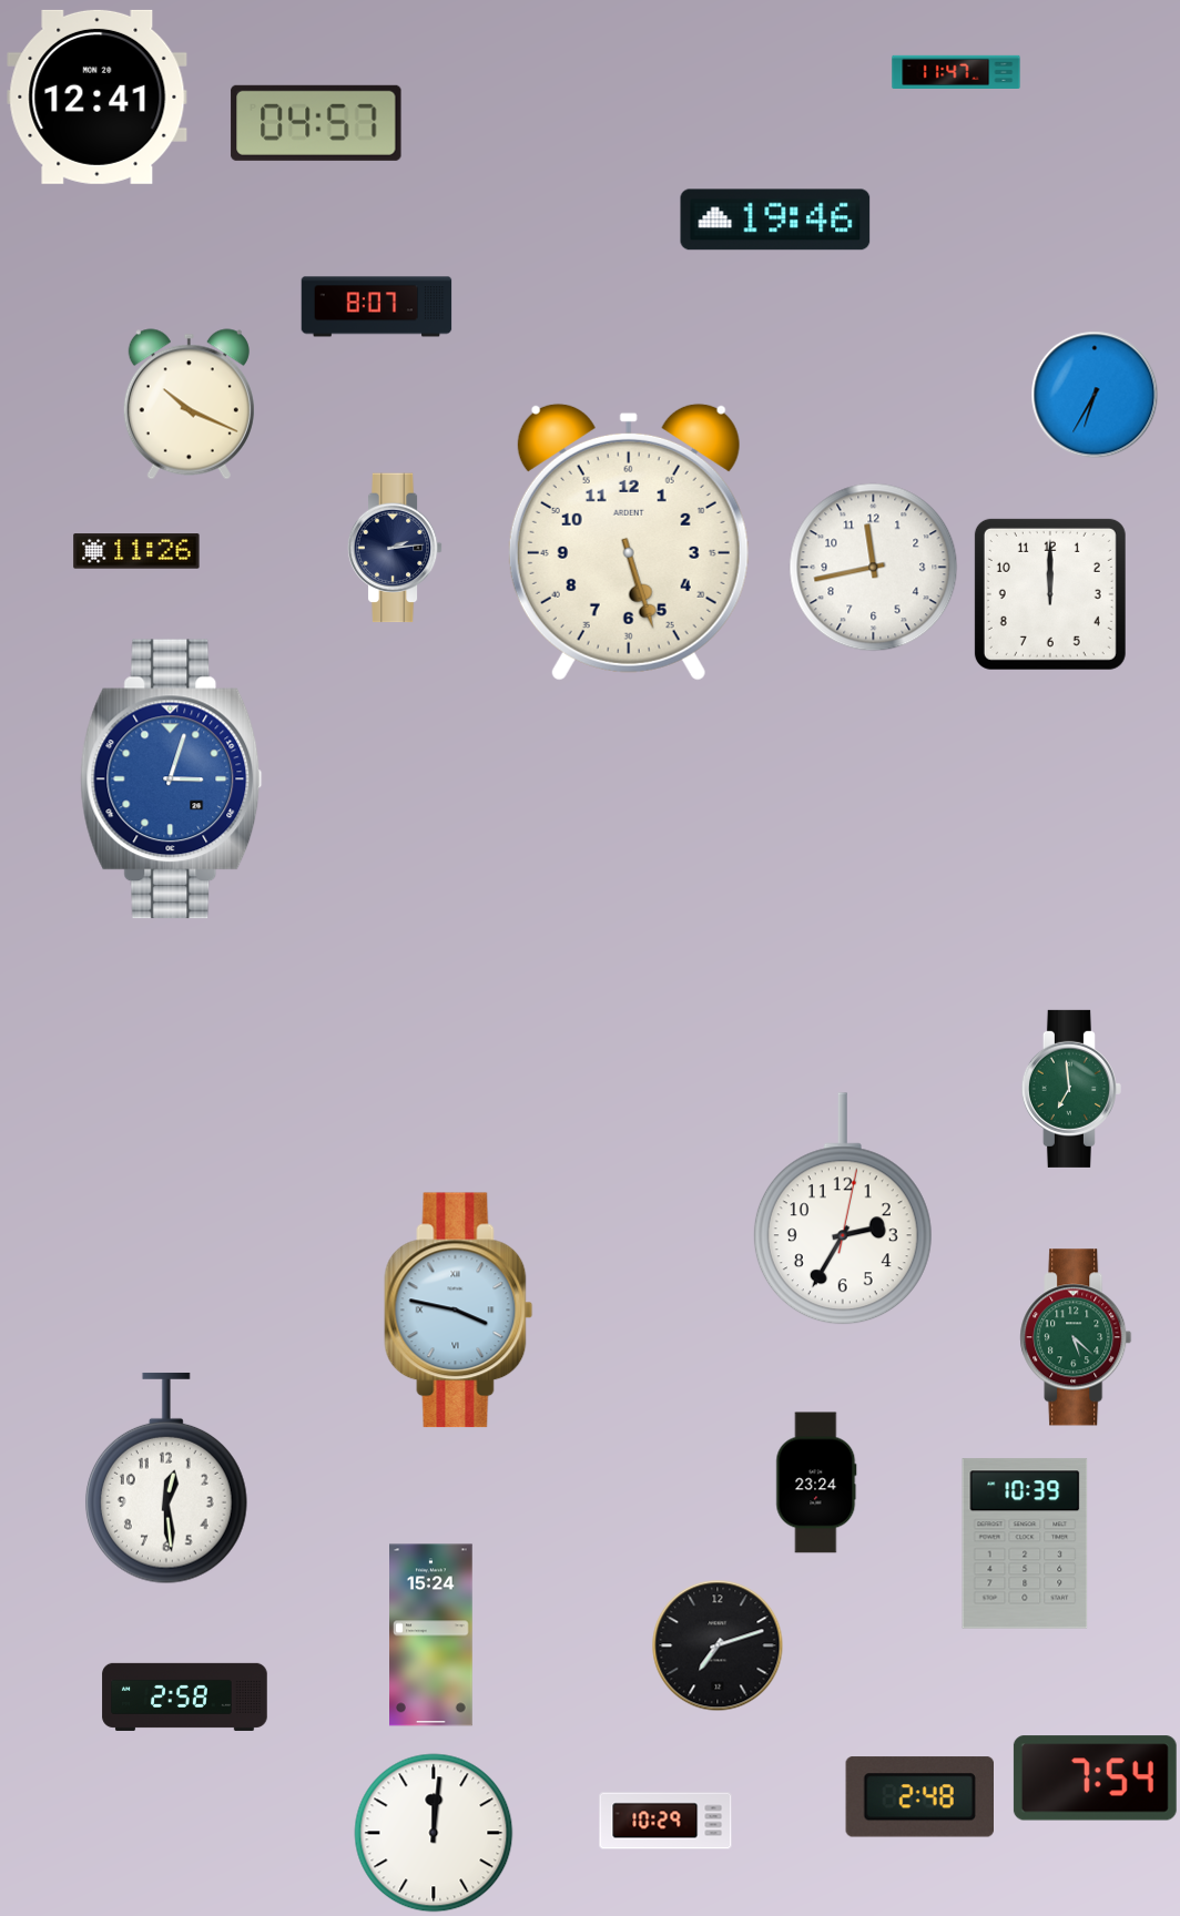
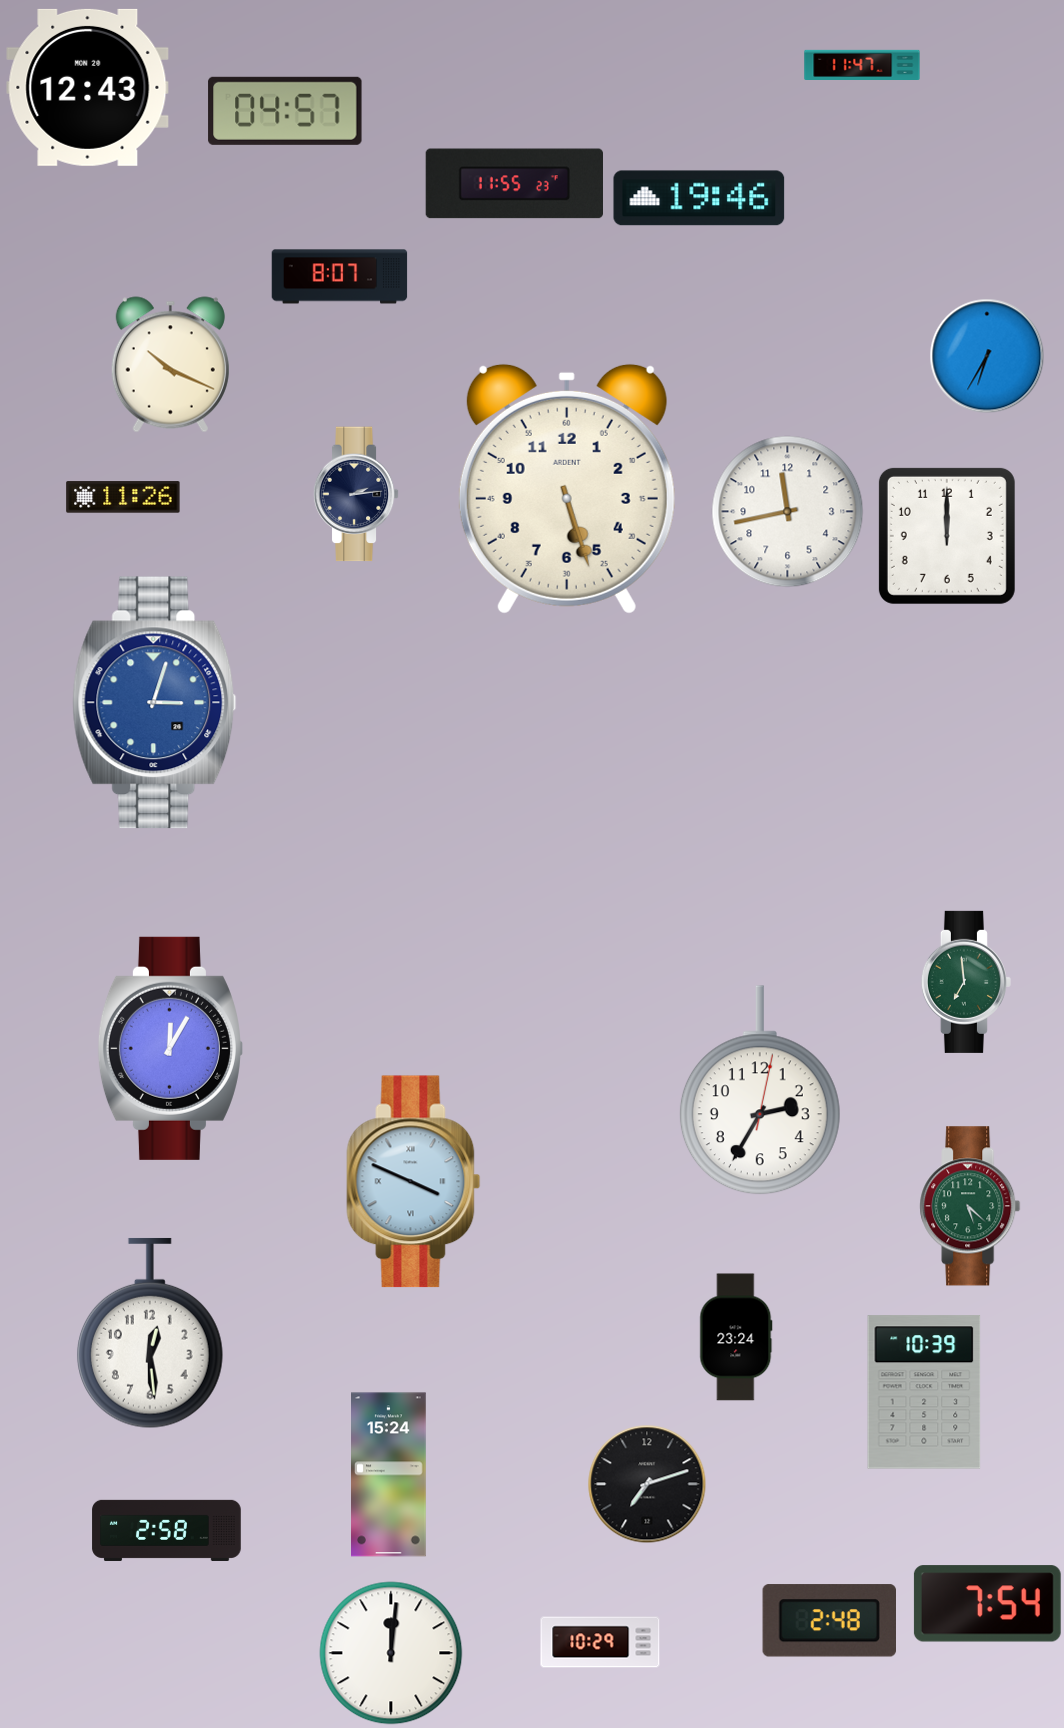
clock at (98, 96): 12:41 -> 12:43
clock at (514, 184): none -> 11:55
clock at (170, 1048): none -> 12:05
clock at (459, 1311): 3:47 -> 3:49
